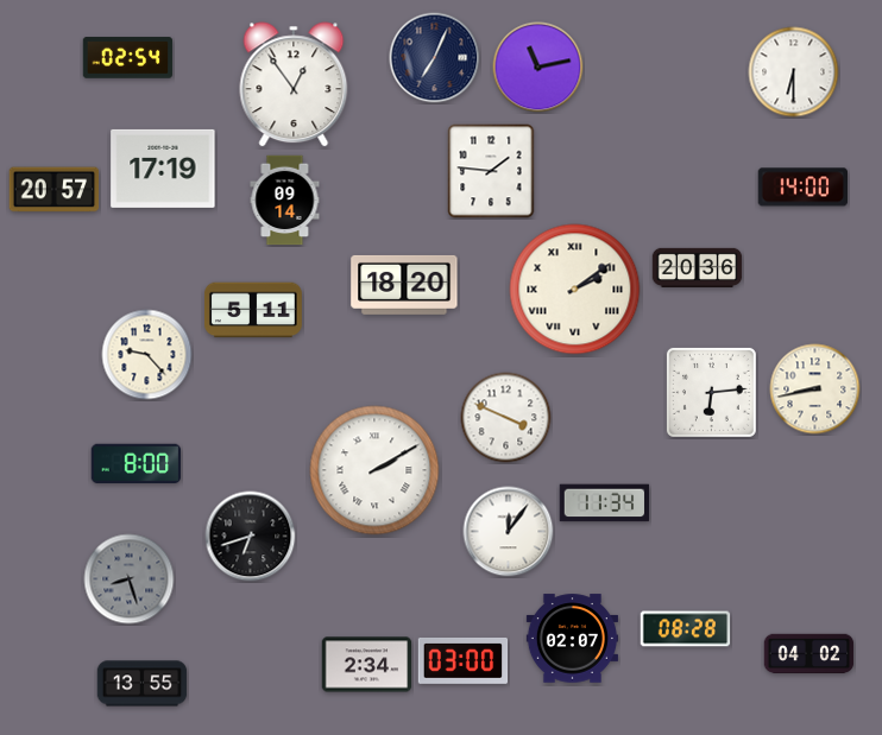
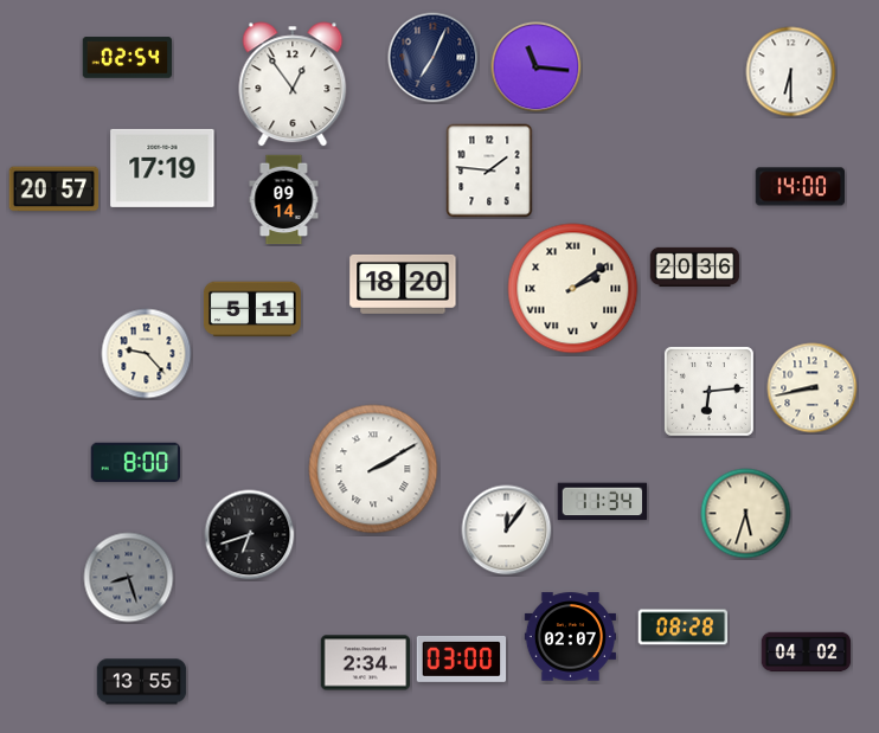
clock at (538, 68): 11:13 -> 11:16
clock at (506, 418): 3:49 -> none
clock at (746, 514): none -> 5:33
